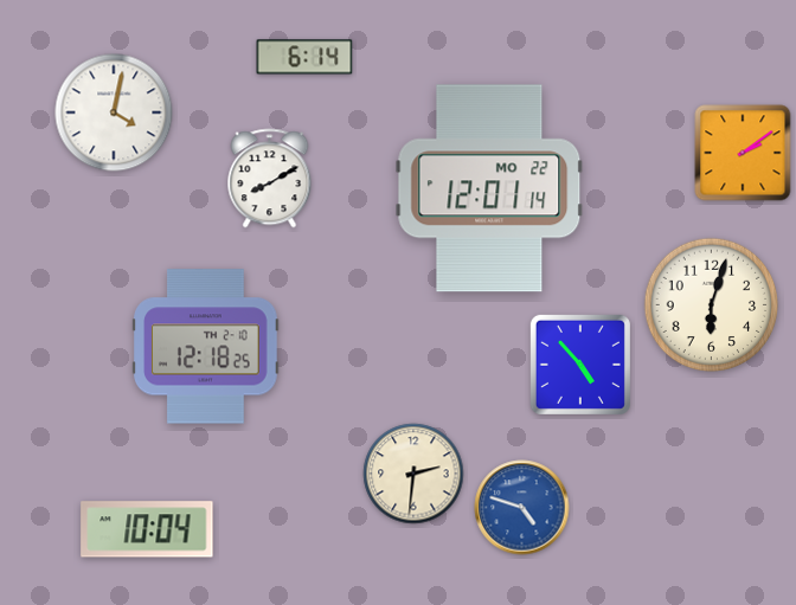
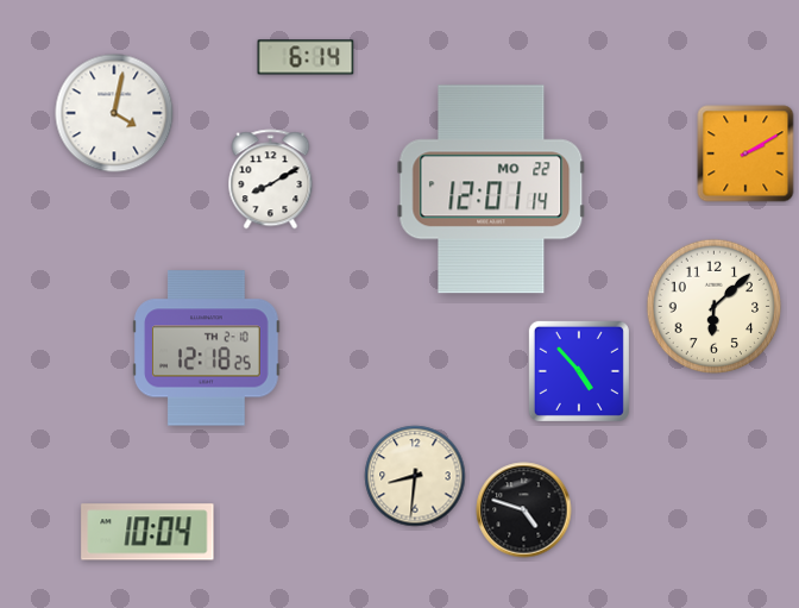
clock at (743, 153): 2:09 -> 2:10
clock at (712, 305): 6:03 -> 6:08
clock at (580, 365) position: (580, 365) -> (579, 371)
clock at (413, 474): 2:31 -> 8:31
clock at (522, 508) dial: blue -> black
